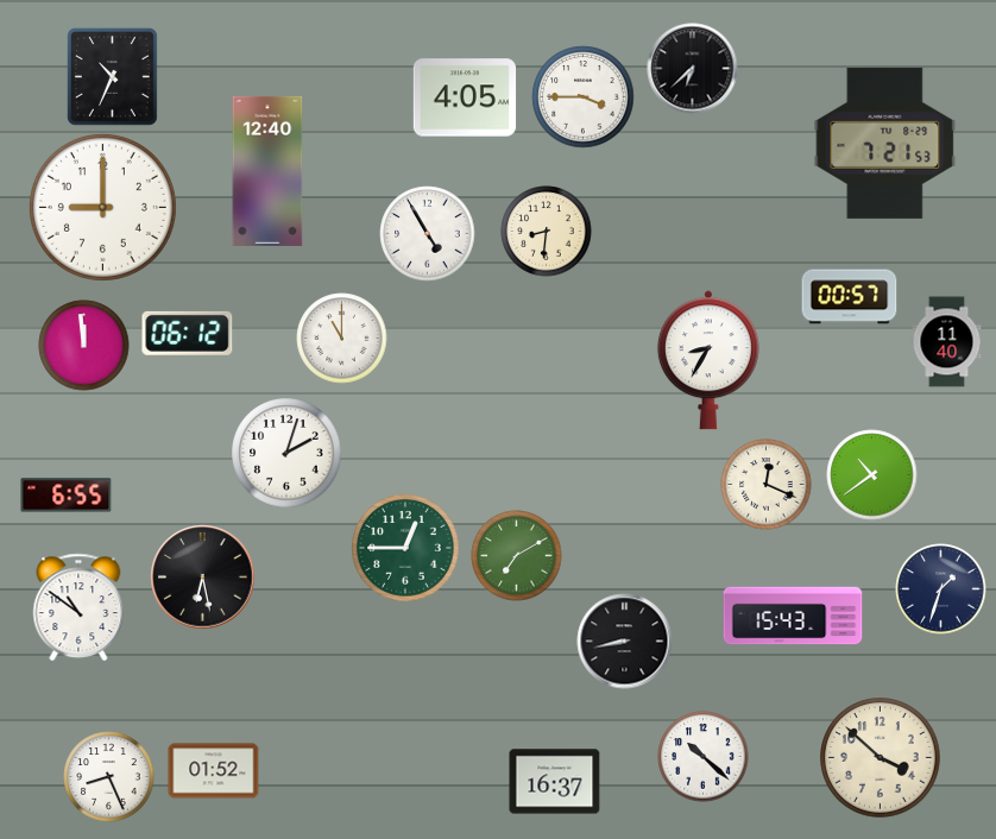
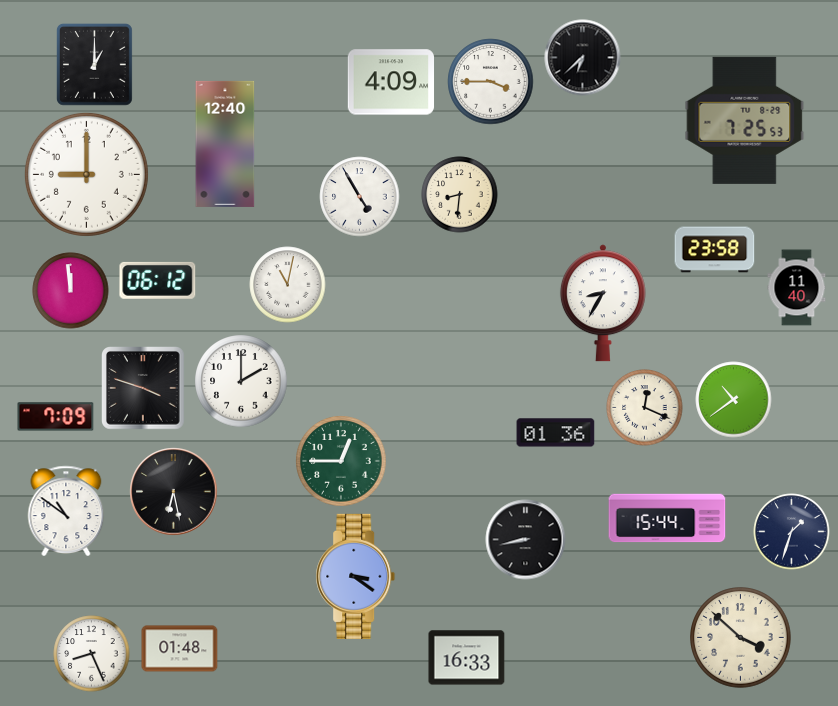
clock at (112, 77): 10:34 -> 1:00
clock at (465, 97): 4:05 -> 4:09
clock at (885, 143): 7:21 -> 7:25
clock at (850, 297): 00:57 -> 23:58
clock at (342, 339): 11:00 -> 11:02
clock at (708, 360) position: (708, 360) -> (603, 303)
clock at (286, 453): 2:03 -> 2:00
clock at (144, 389): none -> 3:48
clock at (67, 496): 6:55 -> 7:09
clock at (556, 433): none -> 01:36
clock at (517, 556): 7:10 -> none
clock at (203, 578) position: (203, 578) -> (174, 492)
clock at (941, 589) position: (941, 589) -> (792, 532)
clock at (793, 616): 15:43 -> 15:44
clock at (356, 576): none -> 3:21
clock at (704, 757): 10:22 -> none
clock at (214, 771): 01:52 -> 01:48
clock at (555, 782): 16:37 -> 16:33
